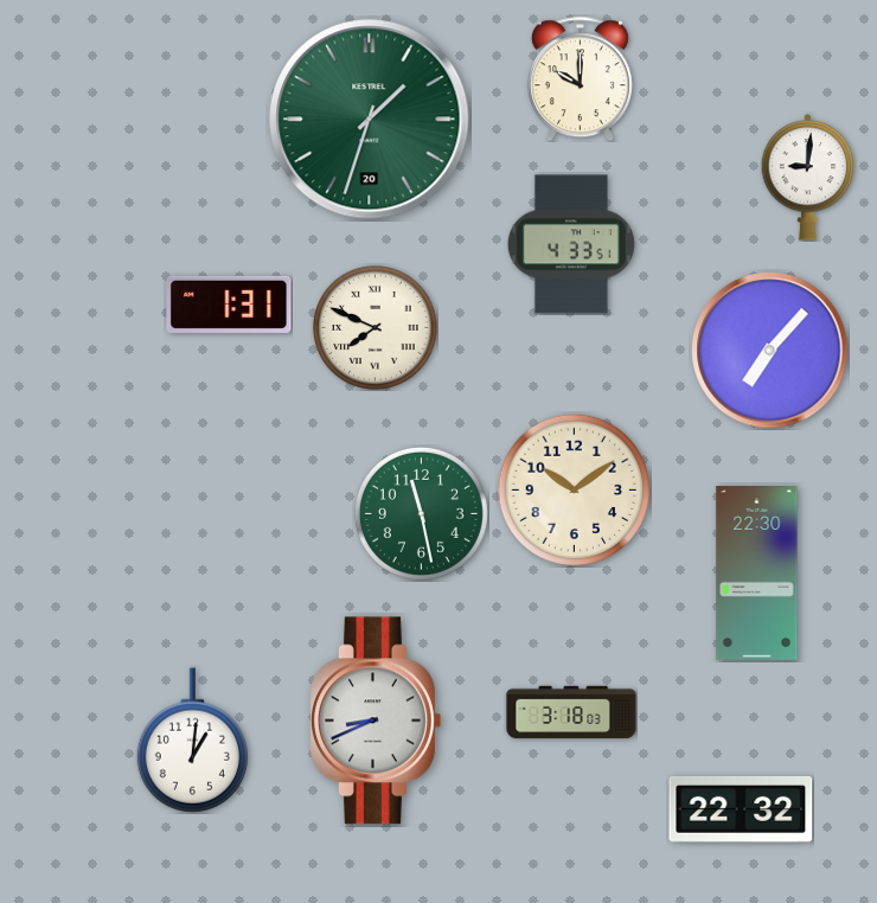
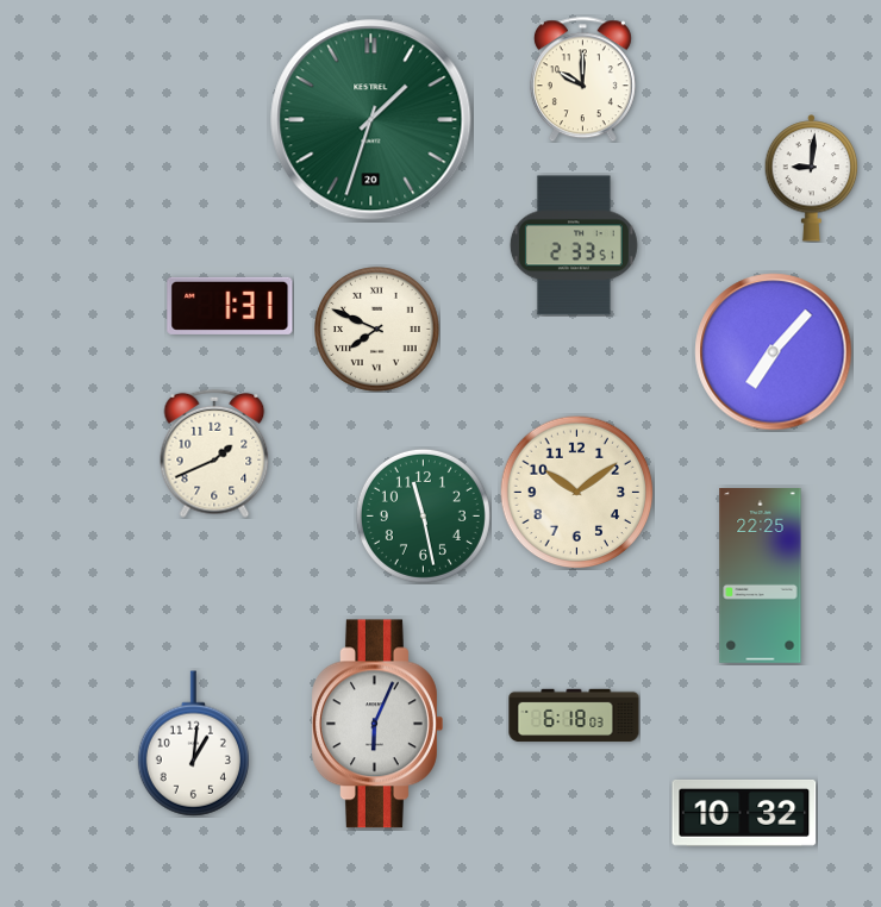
clock at (571, 244): 4:33 -> 2:33
clock at (214, 453): none -> 1:41
clock at (757, 574): 22:30 -> 22:25
clock at (571, 712): 3:18 -> 6:18
clock at (376, 721): 8:41 -> 6:04
clock at (741, 809): 22:32 -> 10:32
